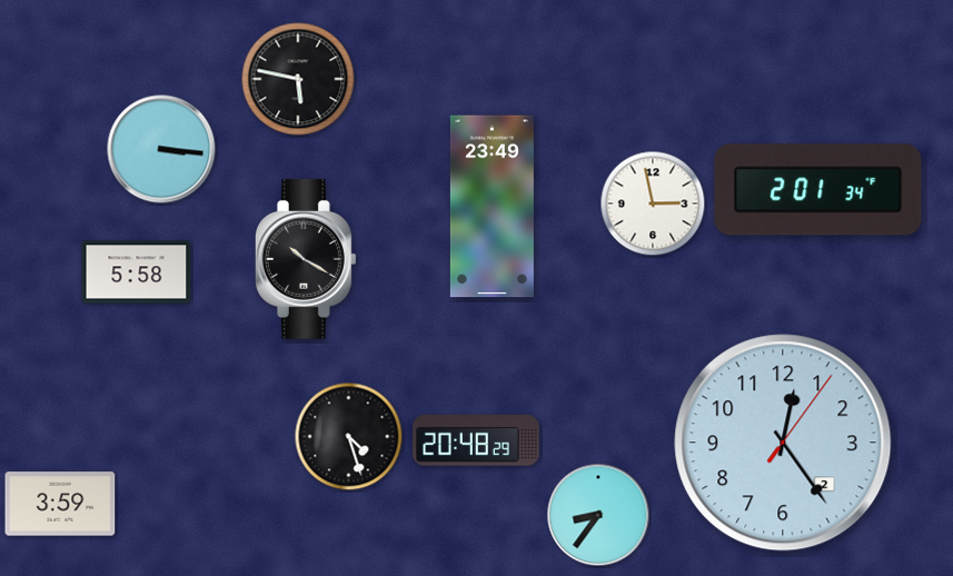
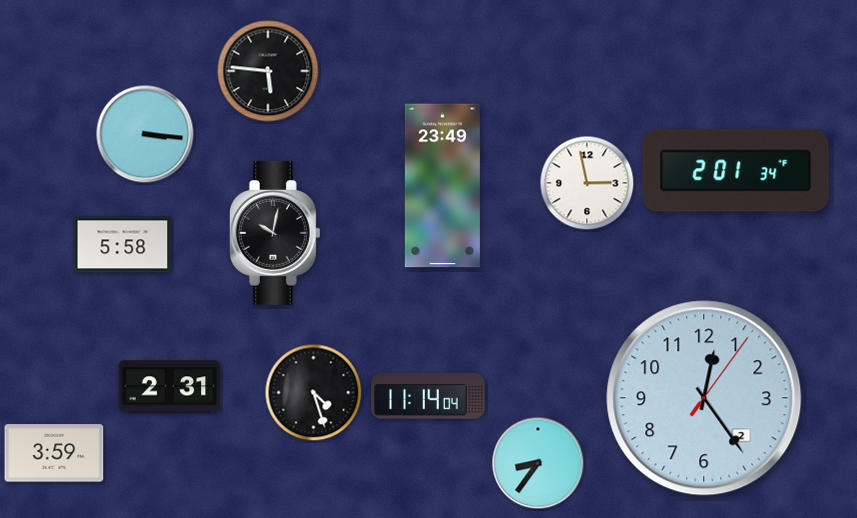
clock at (298, 79): 5:47 -> 5:46
clock at (306, 259): 10:20 -> 10:02
clock at (170, 387): none -> 2:31
clock at (477, 441): 20:48 -> 11:14
